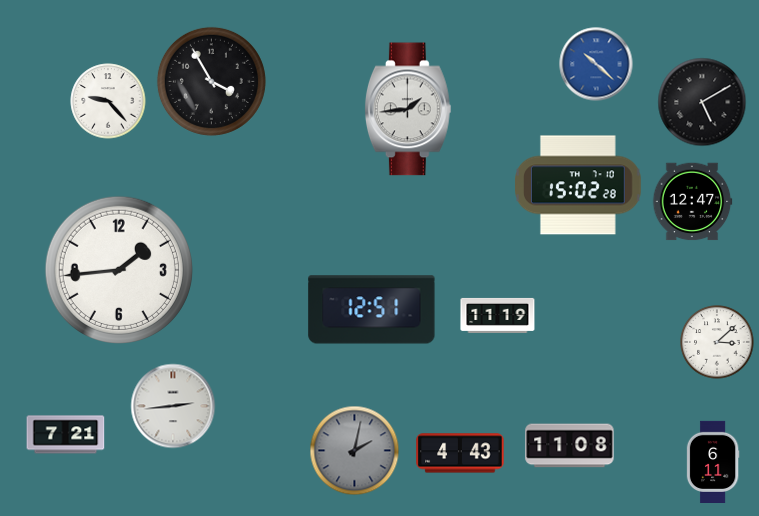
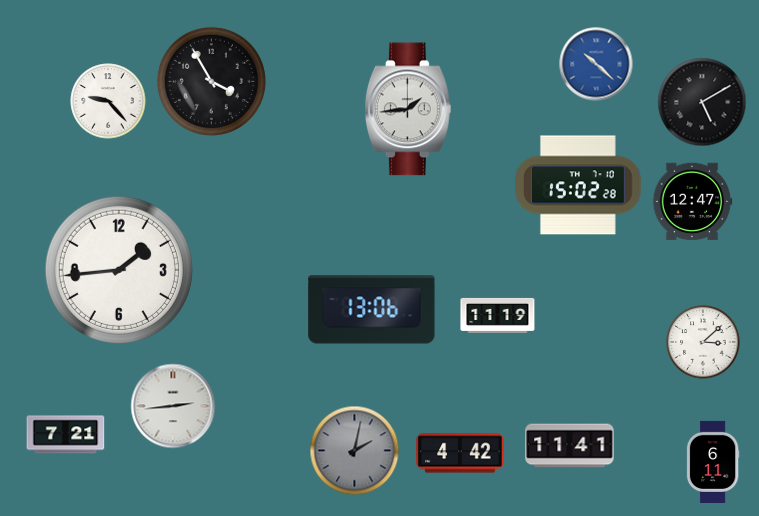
clock at (372, 310): 12:51 -> 13:06
clock at (717, 342) position: (717, 342) -> (703, 342)
clock at (570, 446): 11:08 -> 11:41
clock at (460, 453): 4:43 -> 4:42
